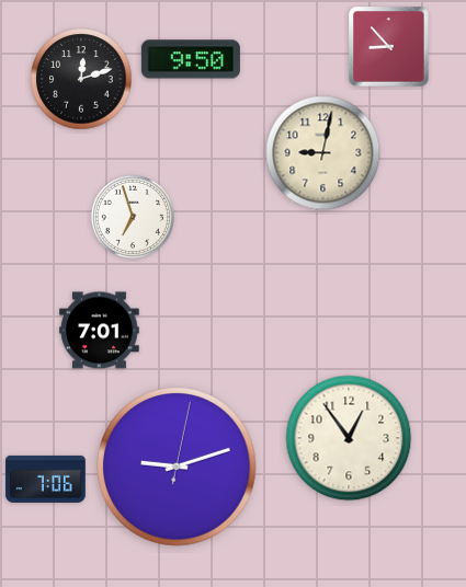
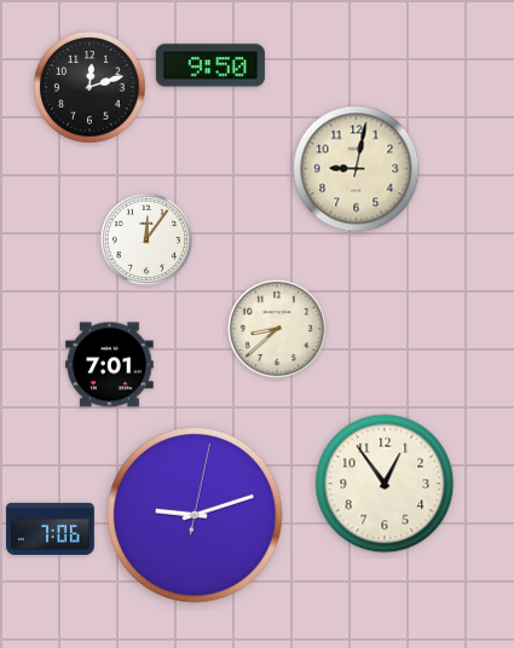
clock at (389, 47): 8:53 -> none
clock at (132, 216): 6:57 -> 12:06
clock at (277, 329): none -> 8:38
